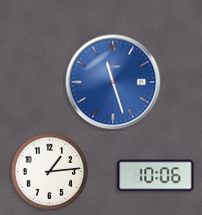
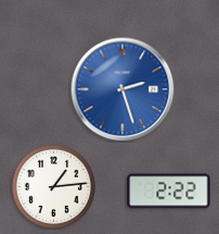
clock at (113, 82): 11:27 -> 2:27
clock at (156, 176): 10:06 -> 2:22
